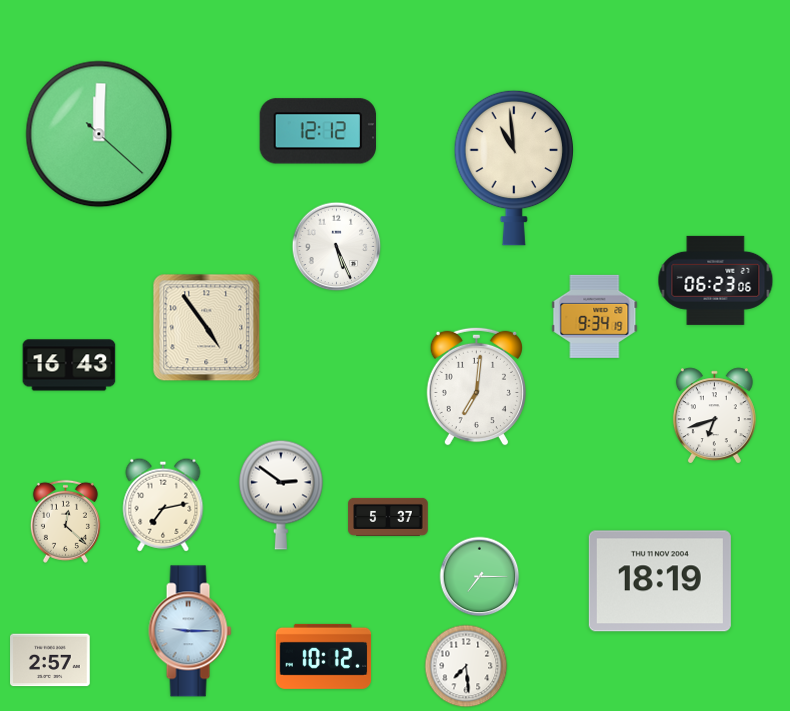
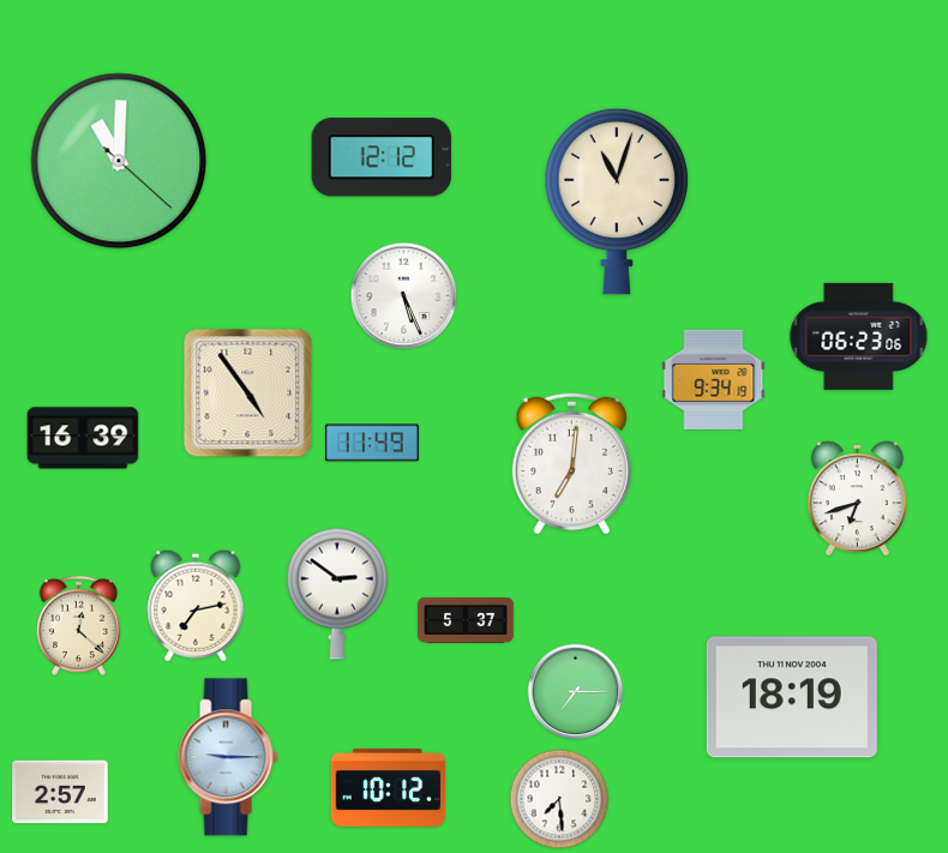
clock at (99, 134): 12:00 -> 11:00
clock at (514, 168): 10:59 -> 11:03
clock at (69, 365): 16:43 -> 16:39
clock at (372, 443): none -> 11:49
